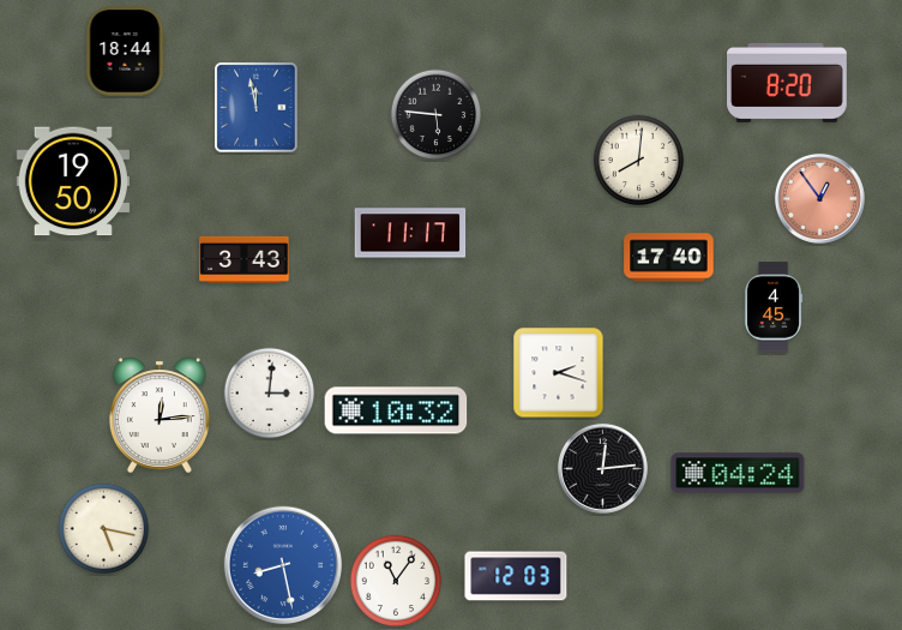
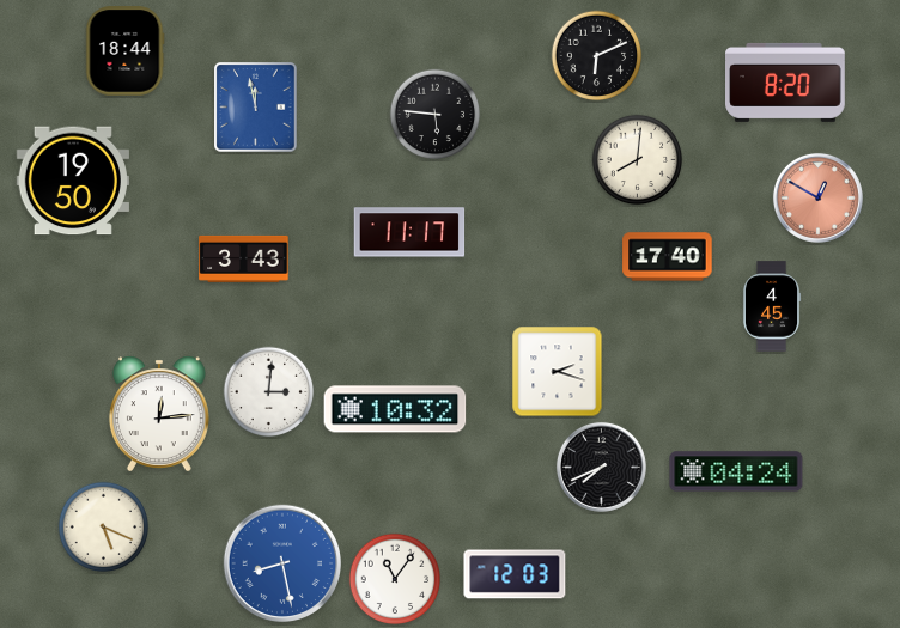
clock at (597, 56): none -> 6:11
clock at (819, 198): 12:54 -> 12:50
clock at (602, 468): 12:14 -> 7:41
clock at (104, 529): 5:17 -> 5:19
